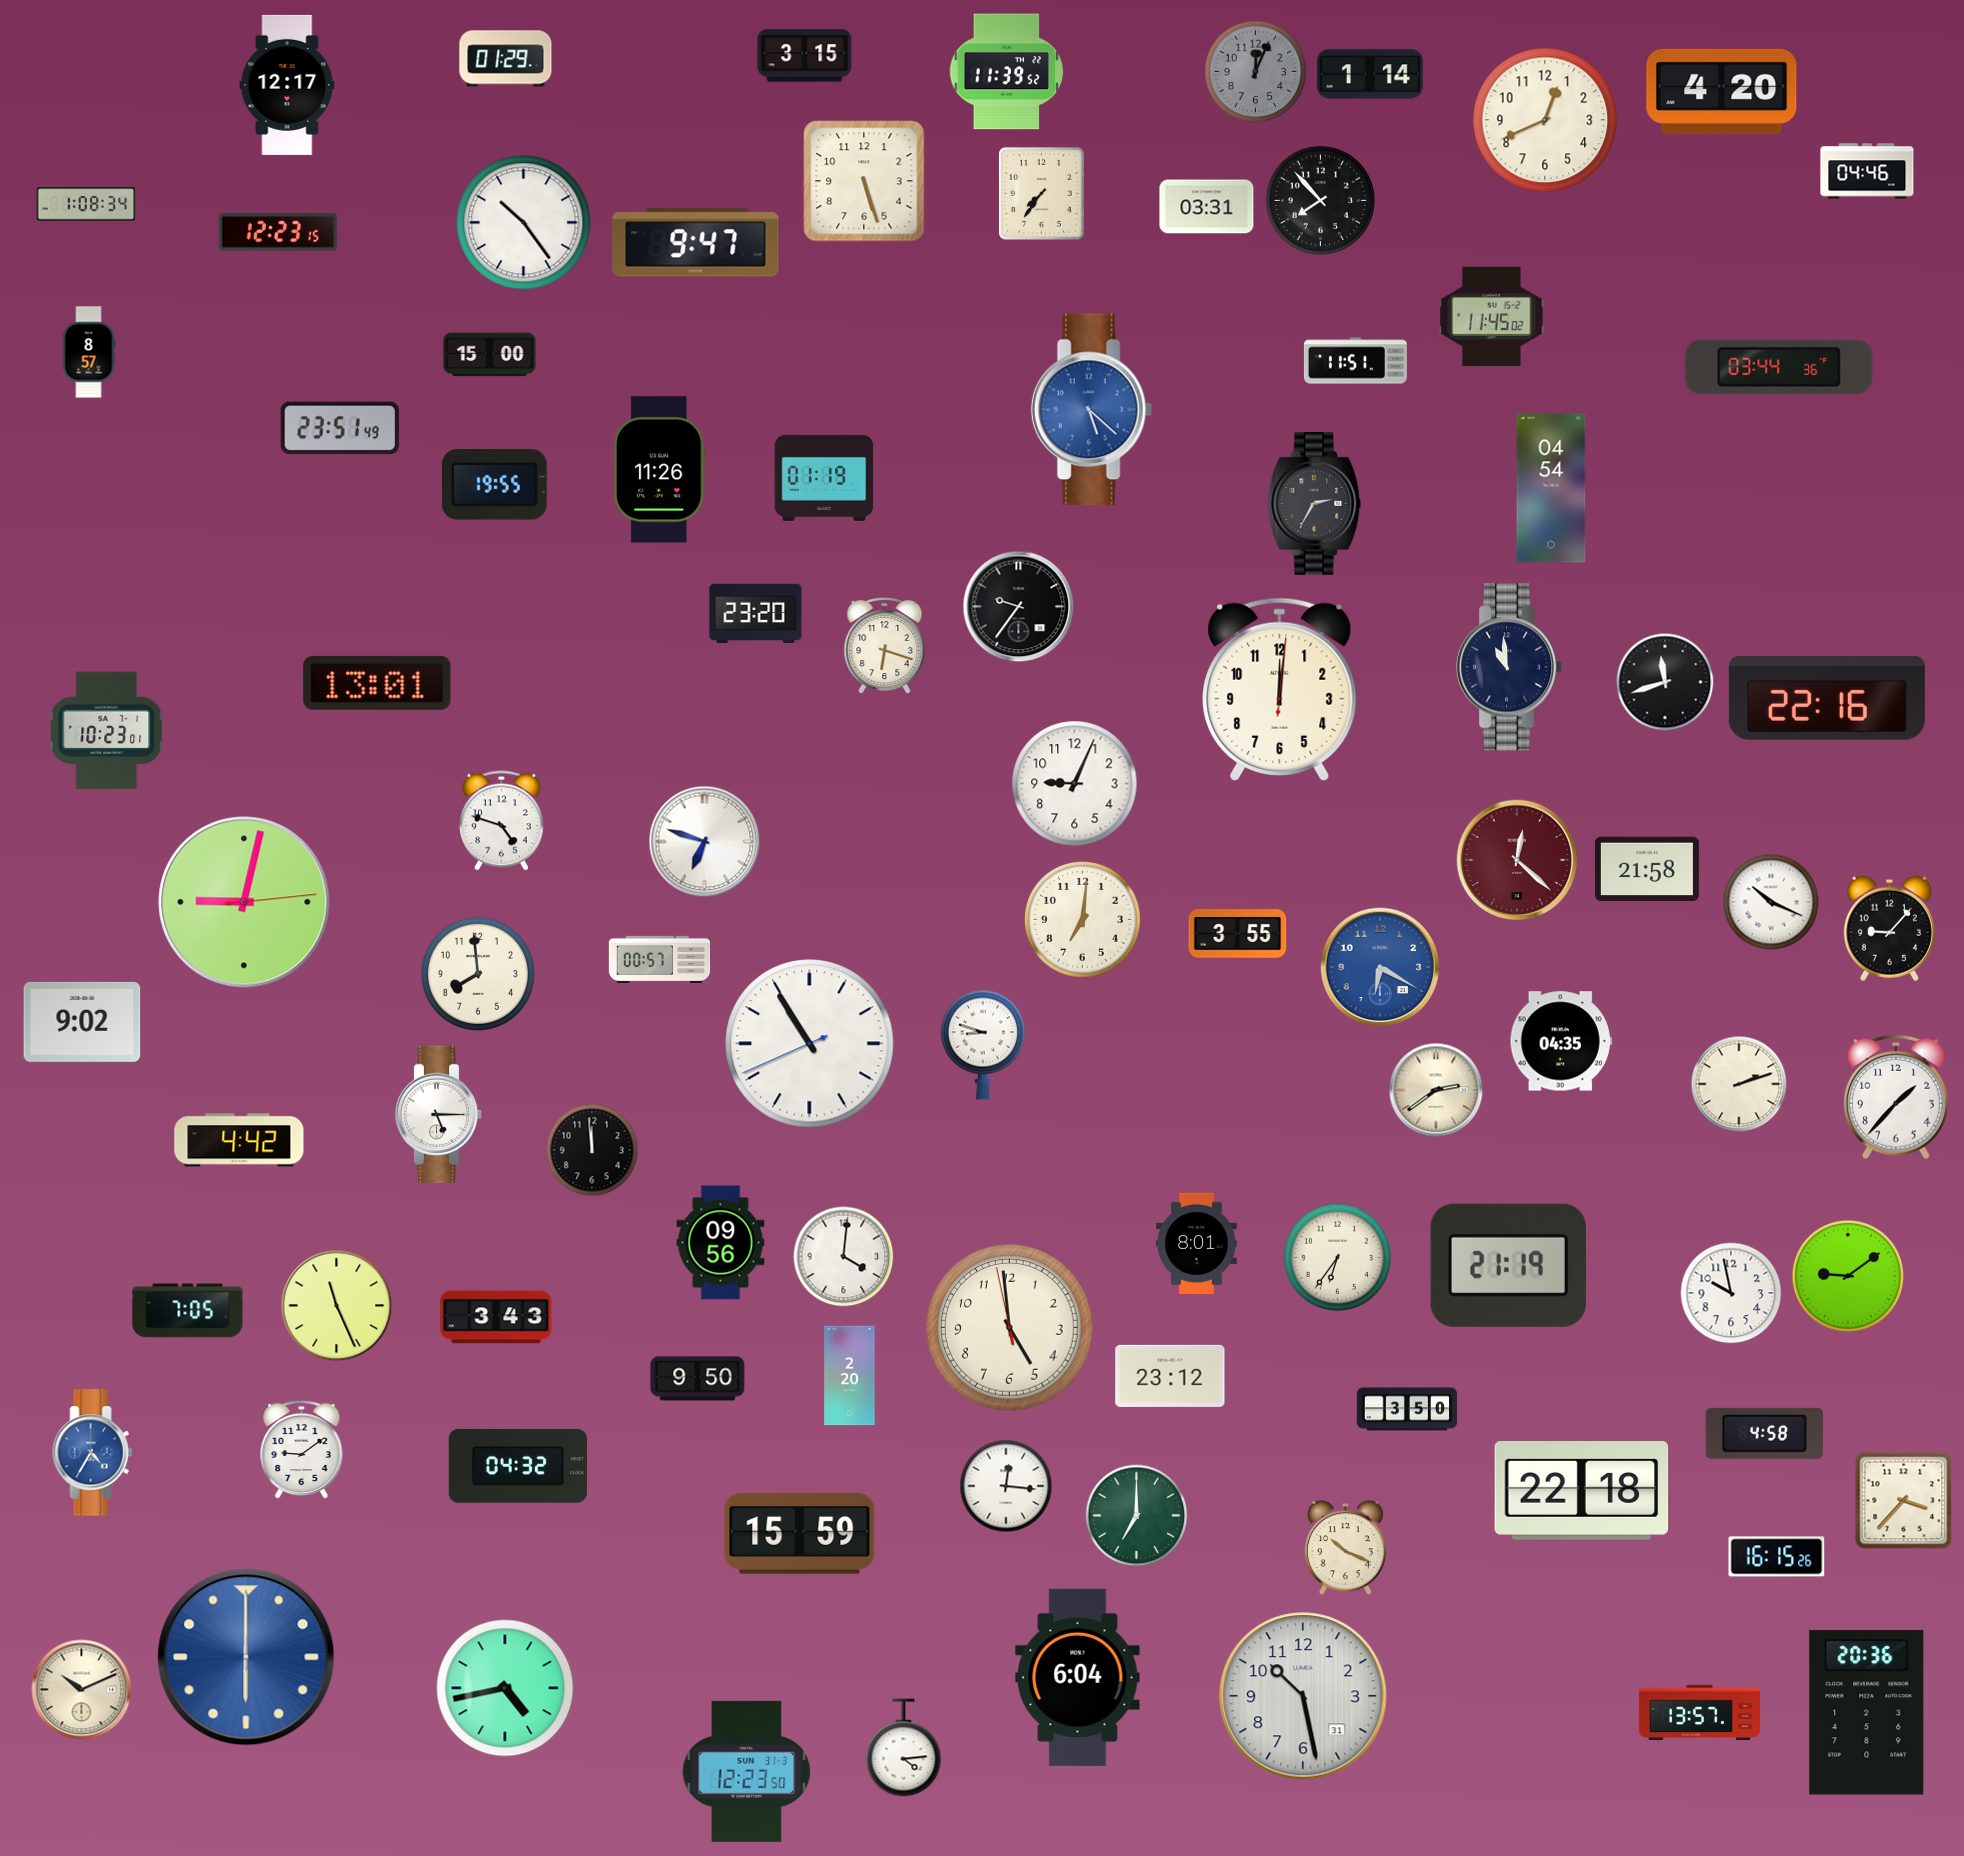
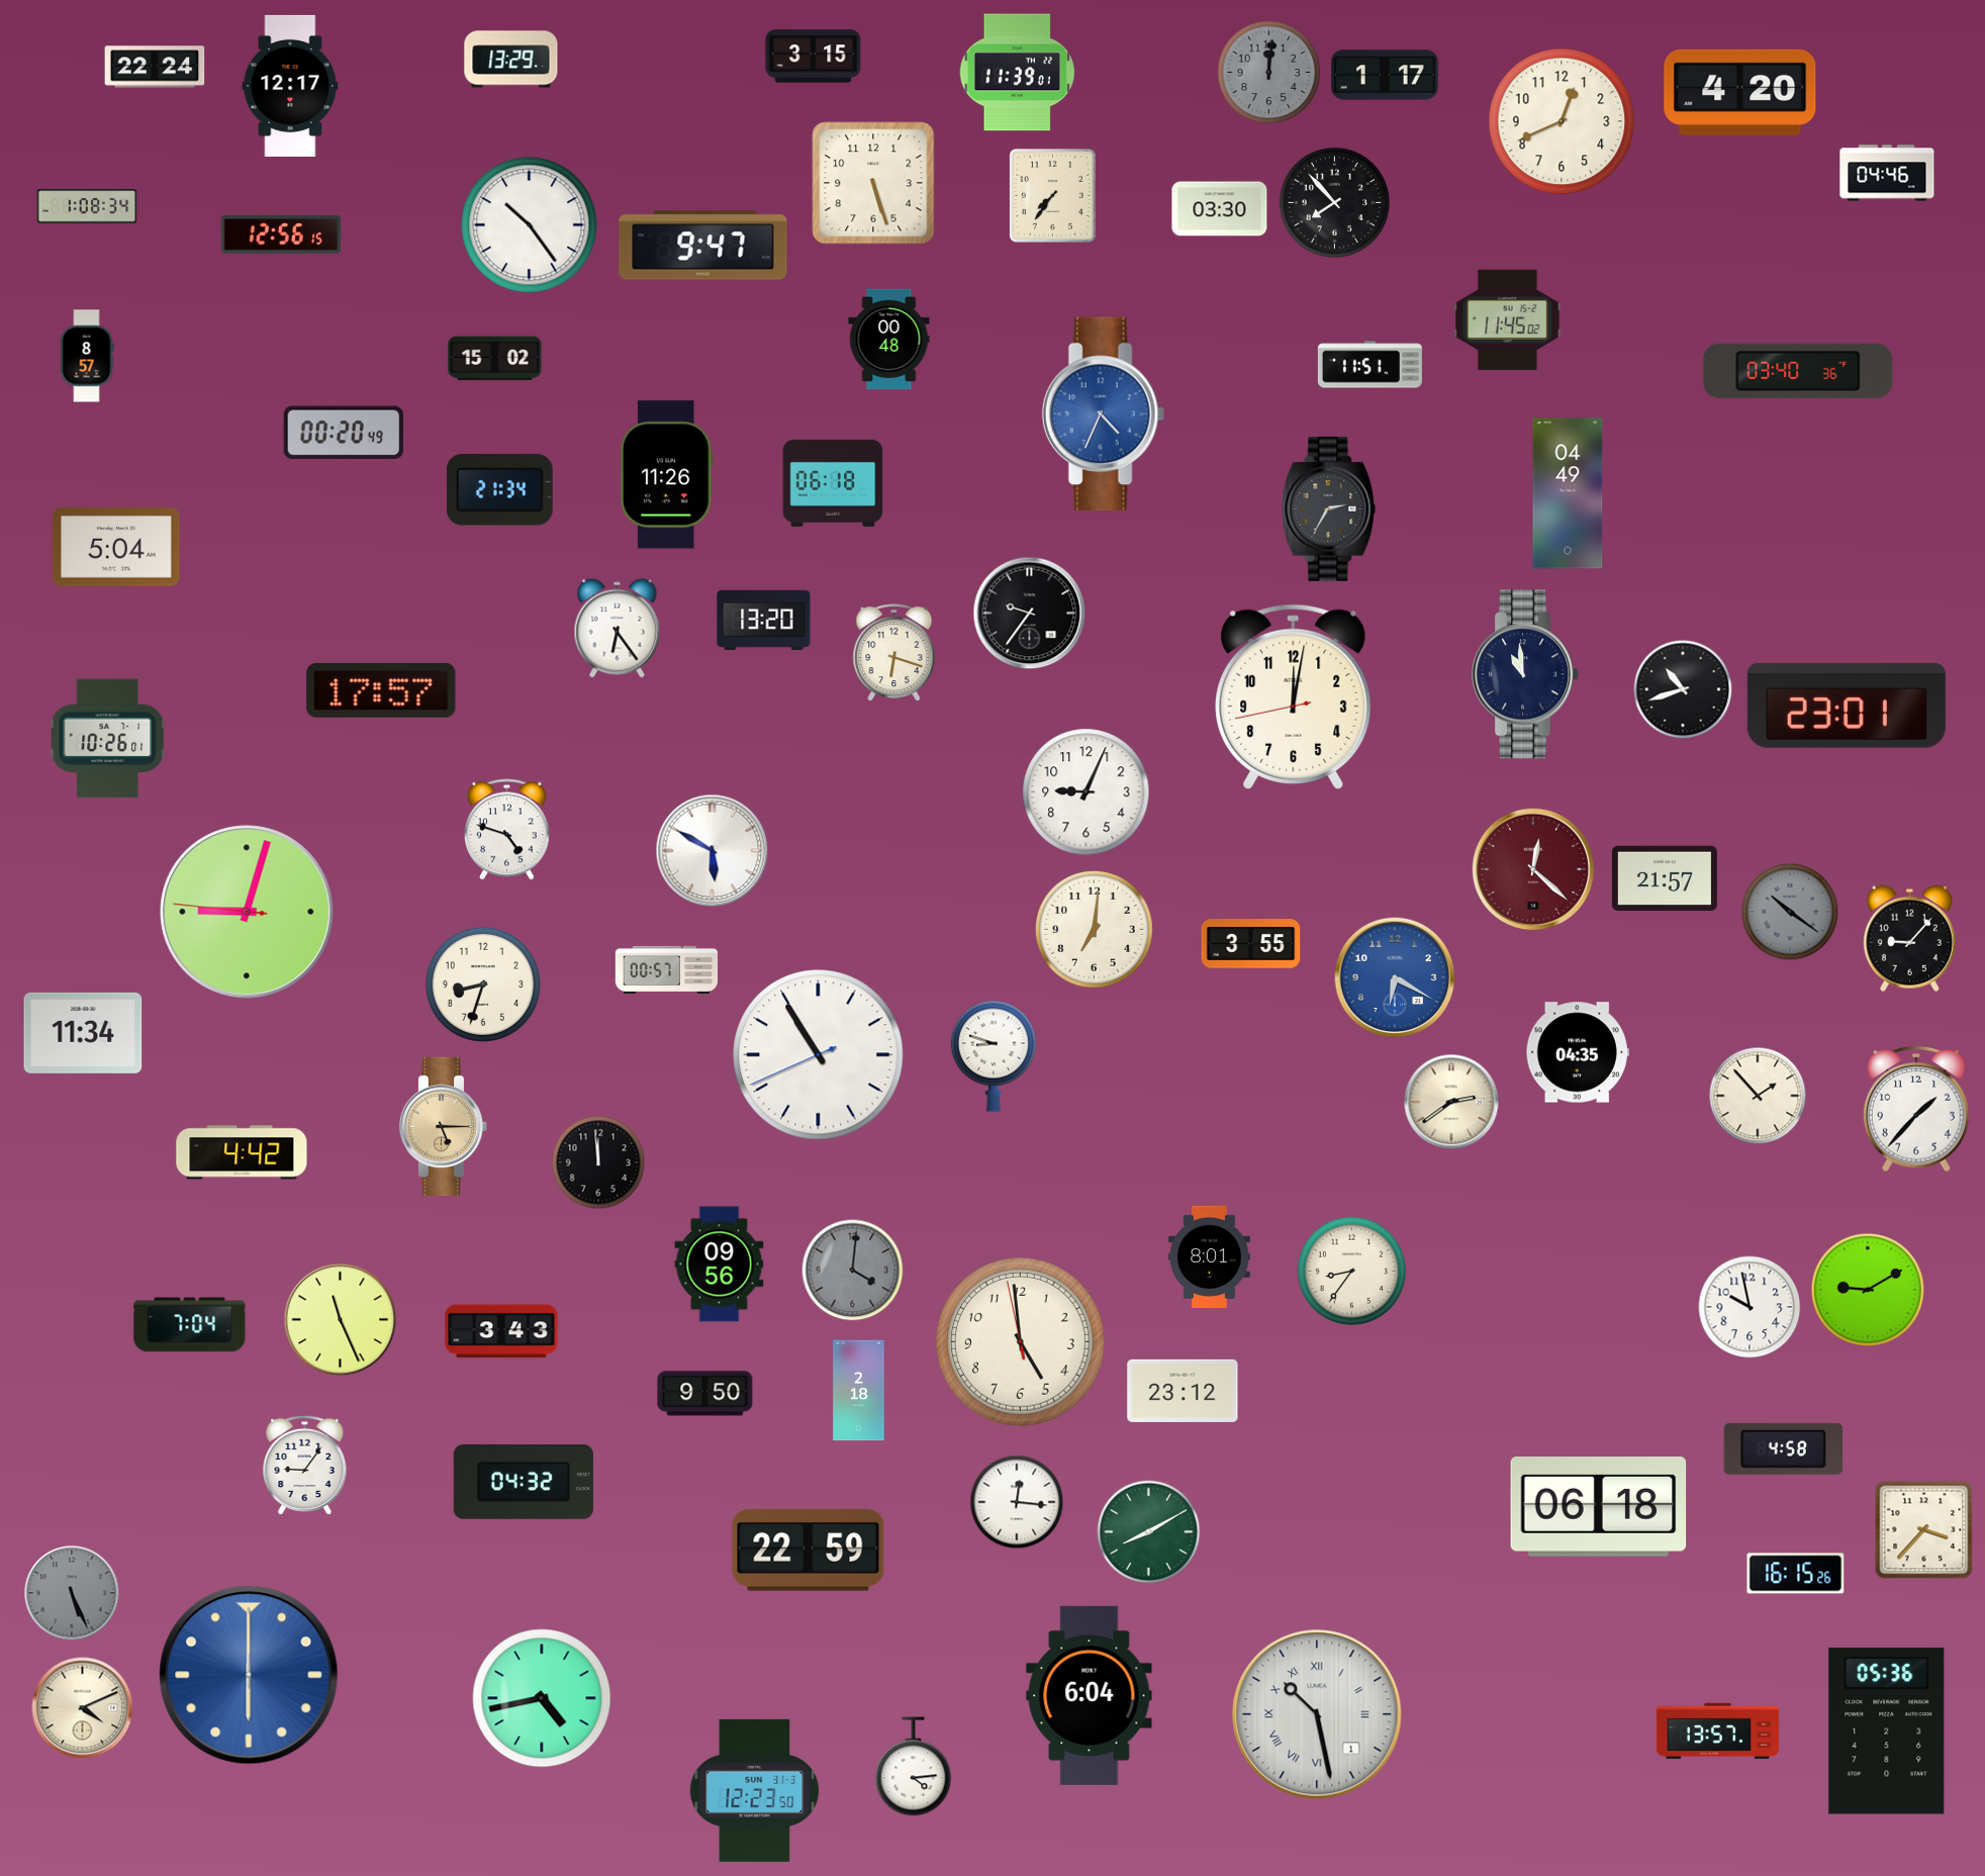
clock at (506, 59): 01:29 -> 13:29
clock at (155, 67): none -> 22:24
clock at (1007, 72): 11:39:52 -> 11:39:01
clock at (1256, 72): 12:04 -> 12:01
clock at (1370, 74): 1:14 -> 1:17
clock at (1207, 207): 03:31 -> 03:30
clock at (278, 232): 12:23 -> 12:56
clock at (889, 340): none -> 00:48
clock at (89, 352) position: (89, 352) -> (87, 356)
clock at (490, 355): 15:00 -> 15:02
clock at (1779, 367): 03:44 -> 03:40
clock at (1091, 410): 5:22 -> 4:34
clock at (339, 428): 23:51 -> 00:20
clock at (824, 478): 01:19 -> 06:18
clock at (494, 485): 19:55 -> 21:34
clock at (1551, 488): 04:54 -> 04:49
clock at (116, 547): none -> 5:04
clock at (756, 614): 23:20 -> 13:20
clock at (618, 629): none -> 6:24
clock at (1665, 682): 11:42 -> 10:42
clock at (377, 683): 13:01 -> 17:57
clock at (1280, 689): 12:01:01 -> 12:01:43
clock at (1827, 698): 22:16 -> 23:01
clock at (107, 731): 10:23 -> 10:26
clock at (705, 842): 6:48 -> 5:50
clock at (1647, 869): 21:58 -> 21:57
clock at (244, 902): 9:02:14 -> 9:02:46
clock at (1771, 902): 10:19 -> 10:21
clock at (1771, 902) dial: white -> grey
clock at (478, 974): 7:59 -> 8:33
clock at (82, 1022): 9:02 -> 11:34
clock at (1739, 1084): 2:12 -> 1:53
clock at (439, 1115) dial: white -> champagne
clock at (721, 1243) position: (721, 1243) -> (720, 1264)
clock at (844, 1257) dial: white -> grey
clock at (1337, 1257): 6:36 -> 8:36
clock at (1508, 1265): 21:19 -> none
clock at (1848, 1276): 9:09 -> 9:10
clock at (188, 1311): 7:05 -> 7:04
clock at (850, 1376): 2:20 -> 2:18
clock at (1407, 1409): 3:50 -> none
clock at (302, 1450): 9:09 -> 9:06
clock at (93, 1453): 4:35 -> none
clock at (1582, 1491): 22:18 -> 06:18
clock at (1904, 1501) position: (1904, 1501) -> (1924, 1530)
clock at (1137, 1516): 7:00 -> 8:10
clock at (800, 1533): 15:59 -> 22:59
clock at (1345, 1548): 10:19 -> none
clock at (72, 1593): none -> 5:26
clock at (505, 1688) position: (505, 1688) -> (542, 1698)
clock at (82, 1690): 10:11 -> 4:11
clock at (1303, 1696) date: 31 -> 1
clock at (1303, 1696) numerals: Arabic -> Roman
clock at (1867, 1713): 20:36 -> 05:36
